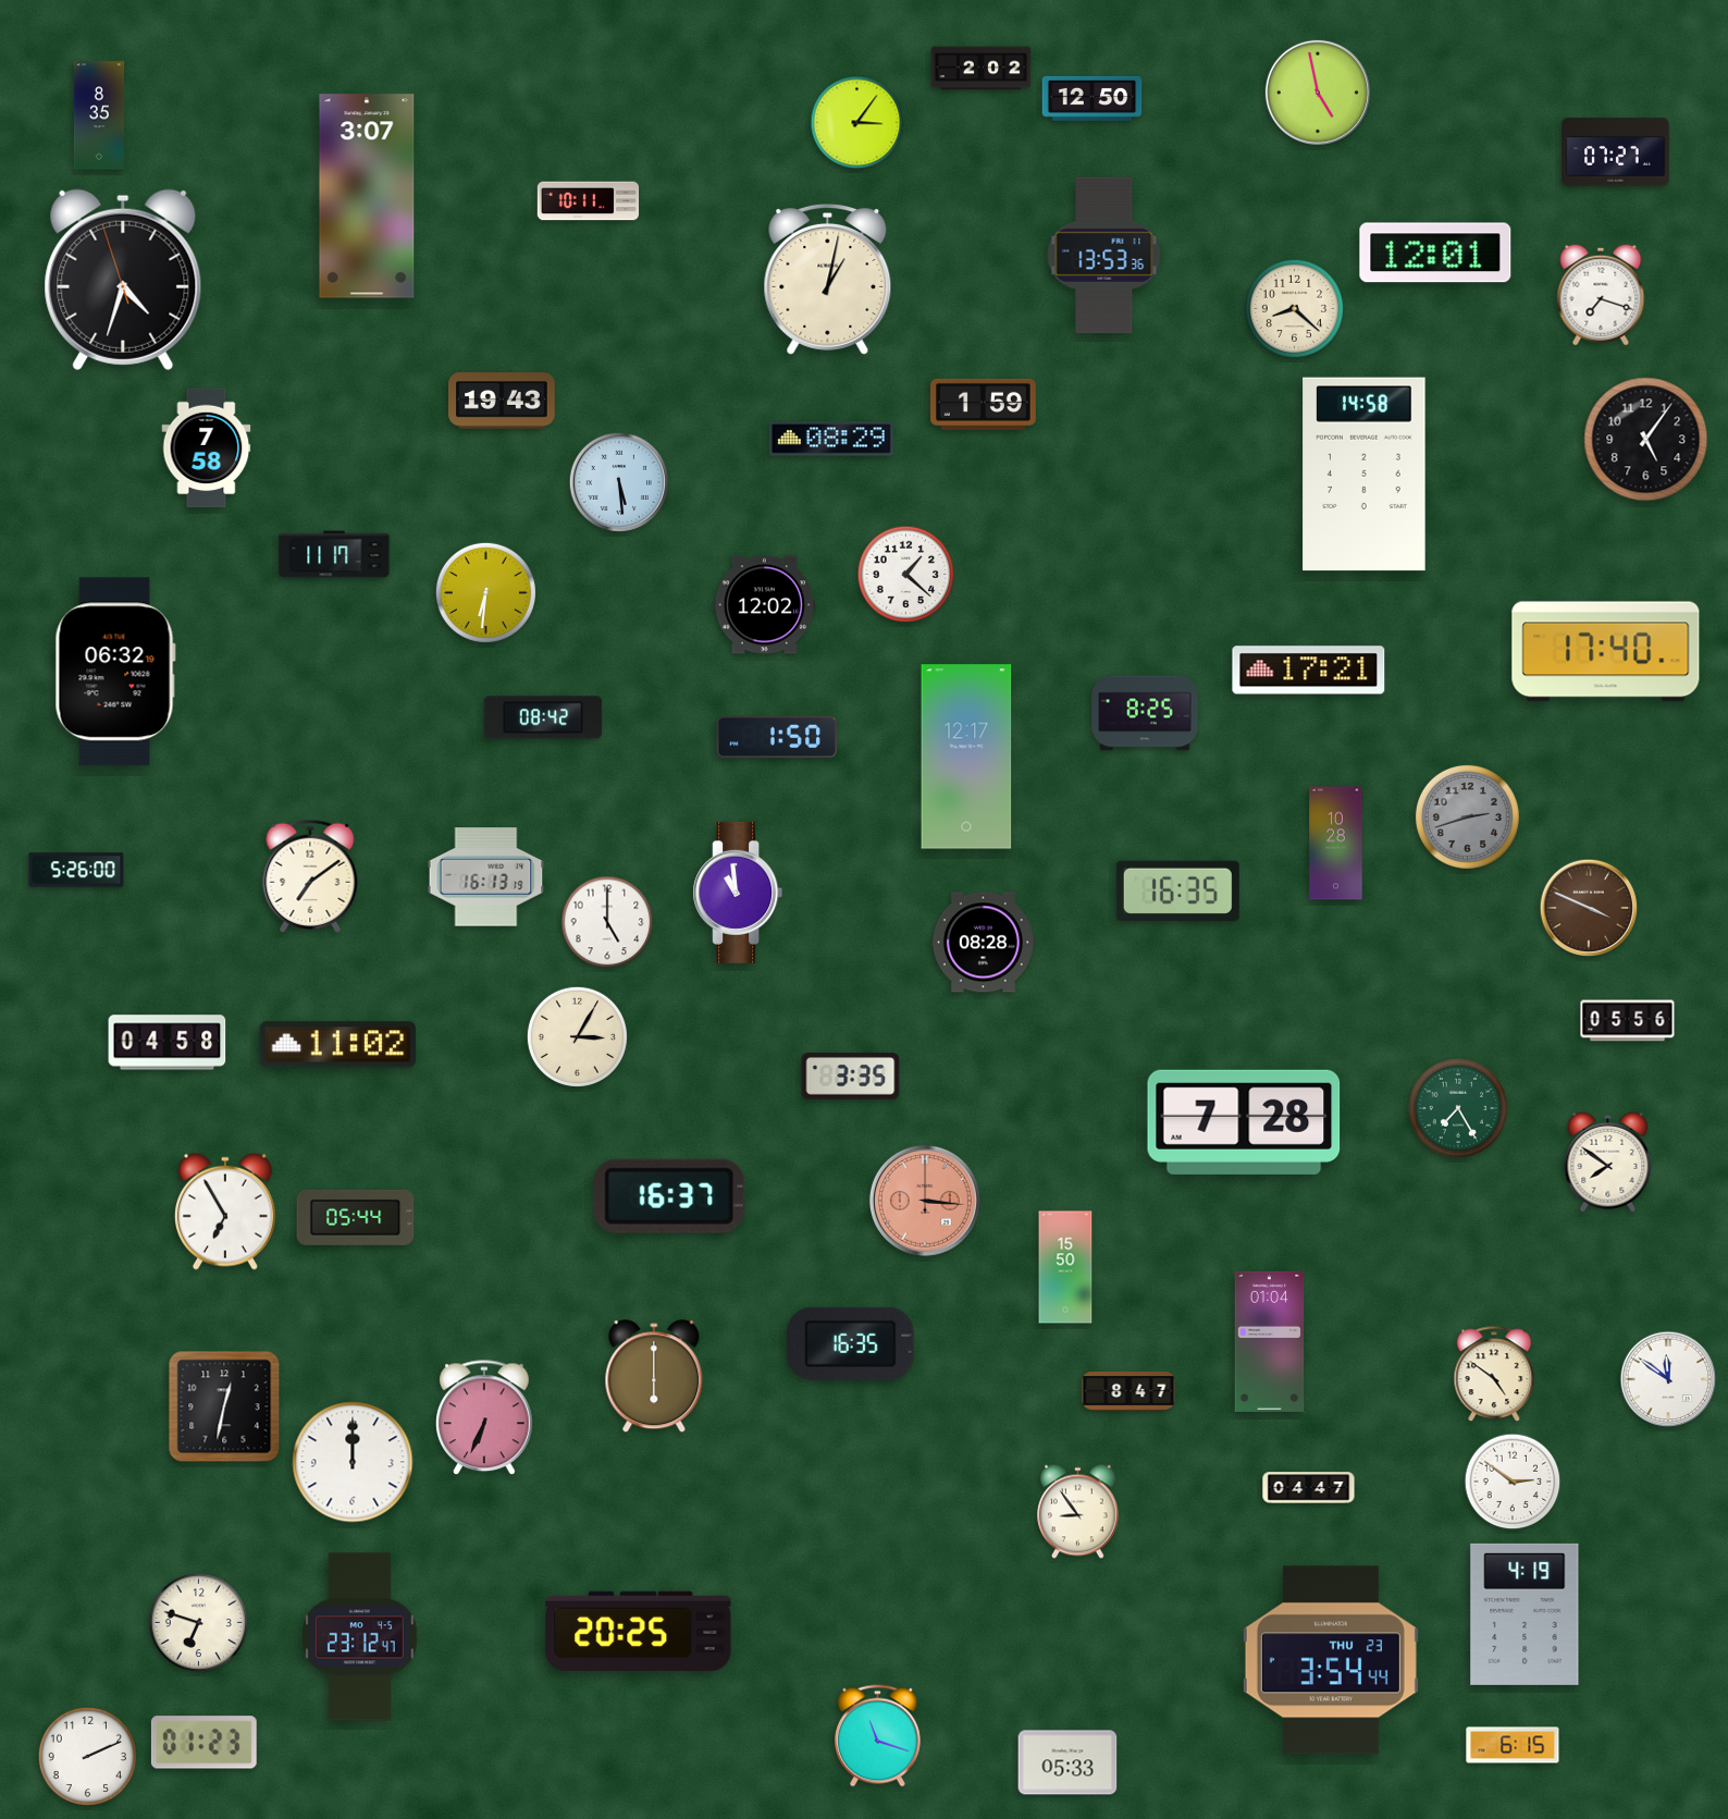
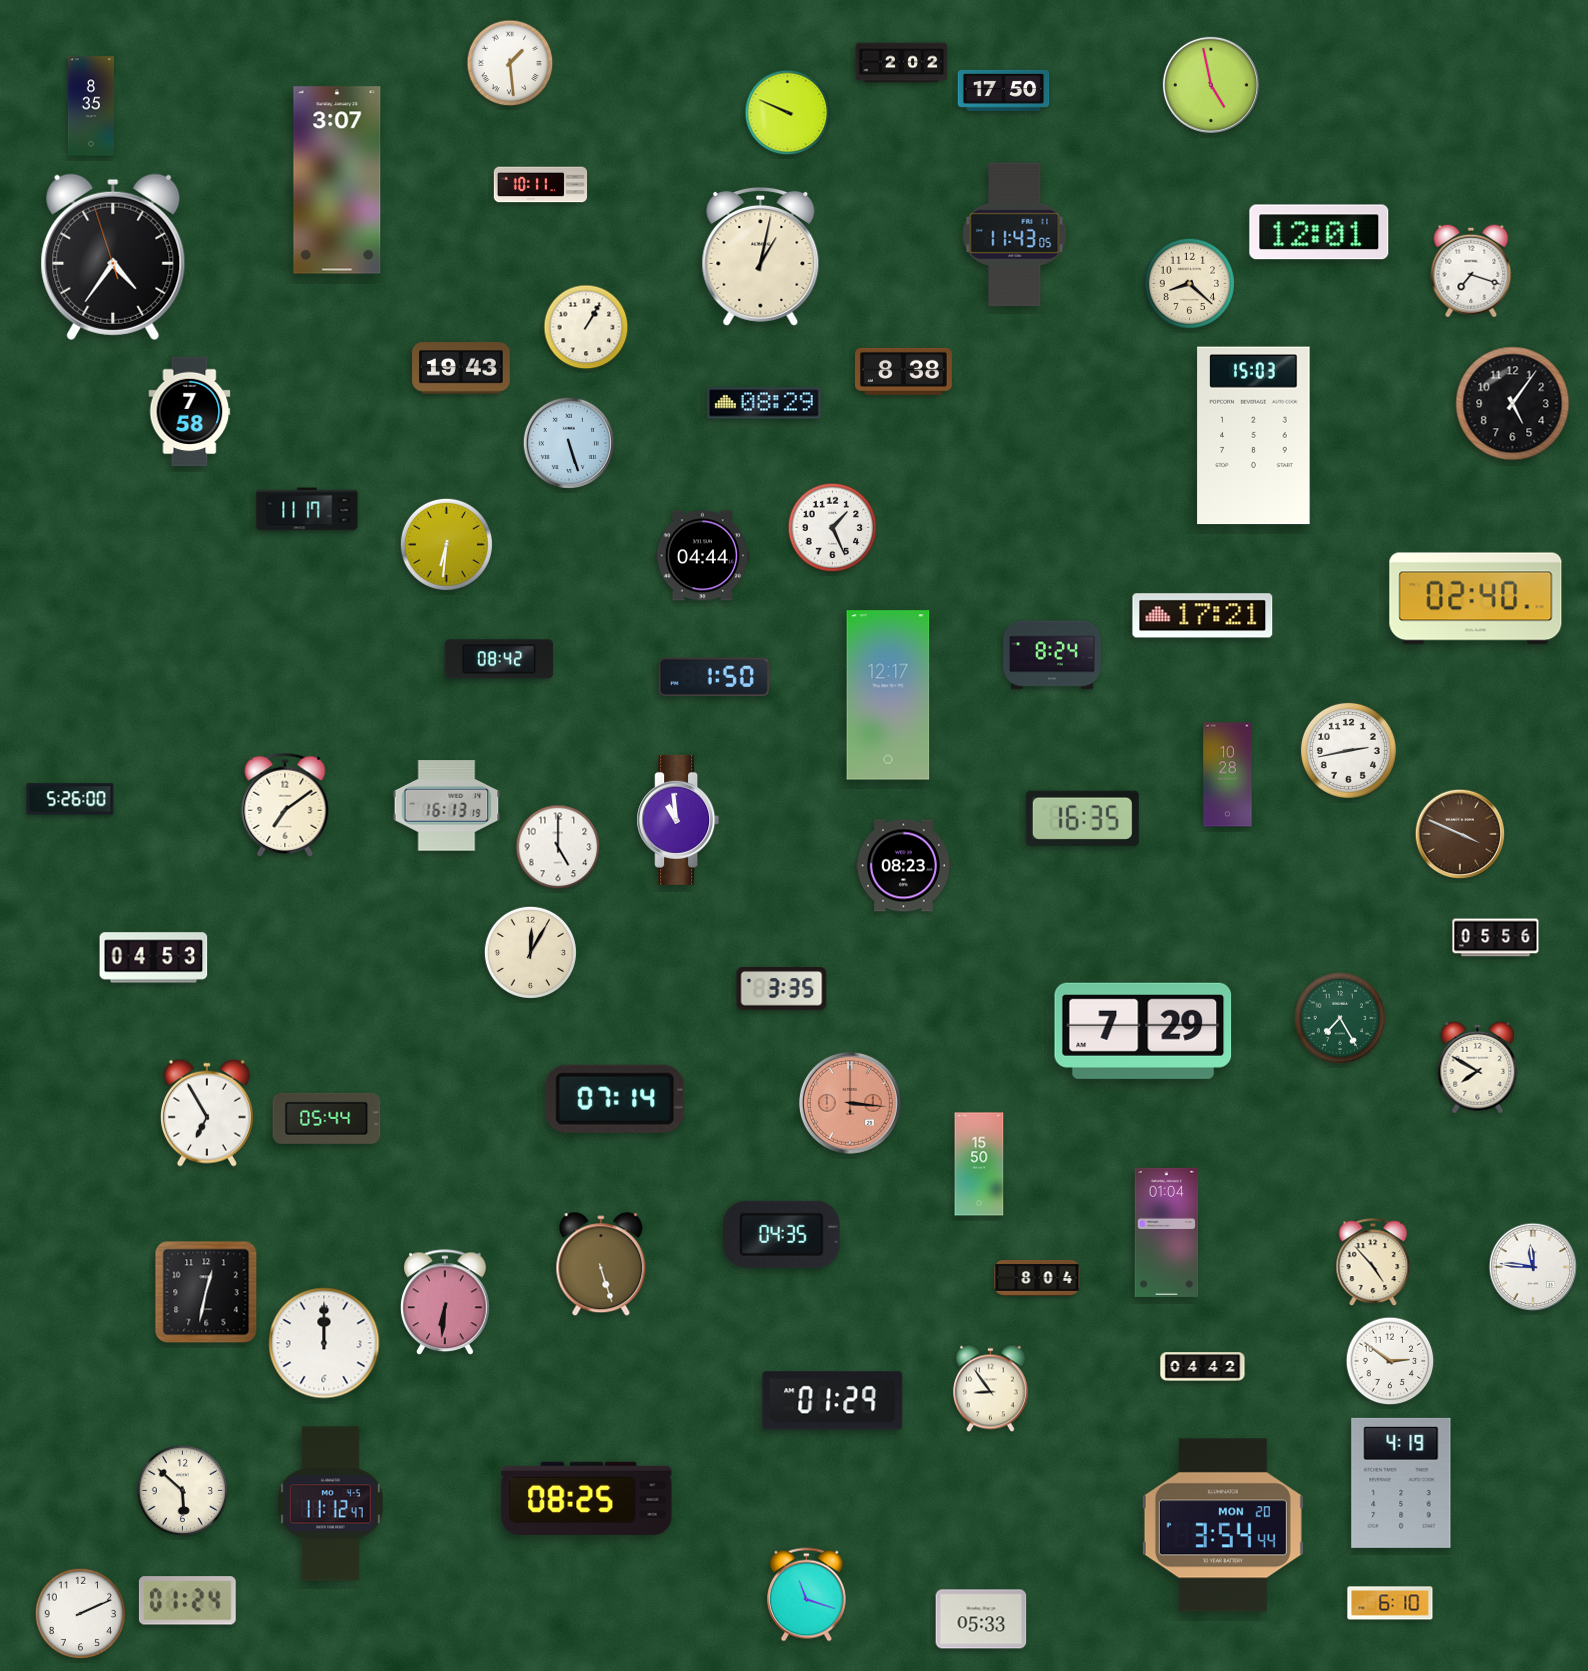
clock at (510, 63): none -> 1:29
clock at (1093, 98): 12:50 -> 17:50
clock at (857, 123): 3:06 -> 9:49
clock at (1616, 152): 07:27 -> none
clock at (1104, 256): 13:53 -> 11:43
clock at (123, 280): 4:32 -> 4:35
clock at (586, 327): none -> 1:05
clock at (984, 404): 1:59 -> 8:38
clock at (1365, 475): 14:58 -> 15:03
clock at (618, 481): 5:29 -> 5:27
clock at (906, 575): 1:22 -> 1:26
clock at (764, 605): 12:02 -> 04:44
clock at (1606, 652): 17:40 -> 02:40
clock at (115, 672): 06:32 -> none
clock at (1145, 713): 8:25 -> 8:24
clock at (1467, 816): 2:42 -> 2:43
clock at (1467, 816) dial: grey -> white
clock at (983, 943): 08:28 -> 08:23
clock at (577, 1036): 3:05 -> 12:05
clock at (168, 1043): 04:58 -> 04:53
clock at (338, 1045): 11:02 -> none
clock at (1244, 1122): 7:28 -> 7:29
clock at (1608, 1162): 7:51 -> 7:50
clock at (669, 1196): 16:37 -> 07:14
clock at (851, 1343): 16:35 -> 04:35
clock at (1494, 1375): 4:51 -> 4:53
clock at (654, 1377): 6:00 -> 5:27
clock at (1668, 1379): 11:51 -> 11:46
clock at (1128, 1392): 8:47 -> 8:04
clock at (485, 1418): 6:34 -> 6:31
clock at (1309, 1488): 04:47 -> 04:42
clock at (833, 1401): none -> 01:29
clock at (198, 1622): 6:48 -> 5:52
clock at (639, 1631): 20:25 -> 08:25
clock at (359, 1637): 23:12 -> 11:12
clock at (1331, 1660) date: THU 23 -> MON 20
clock at (203, 1743): 01:23 -> 01:24
clock at (1513, 1745): 6:15 -> 6:10
